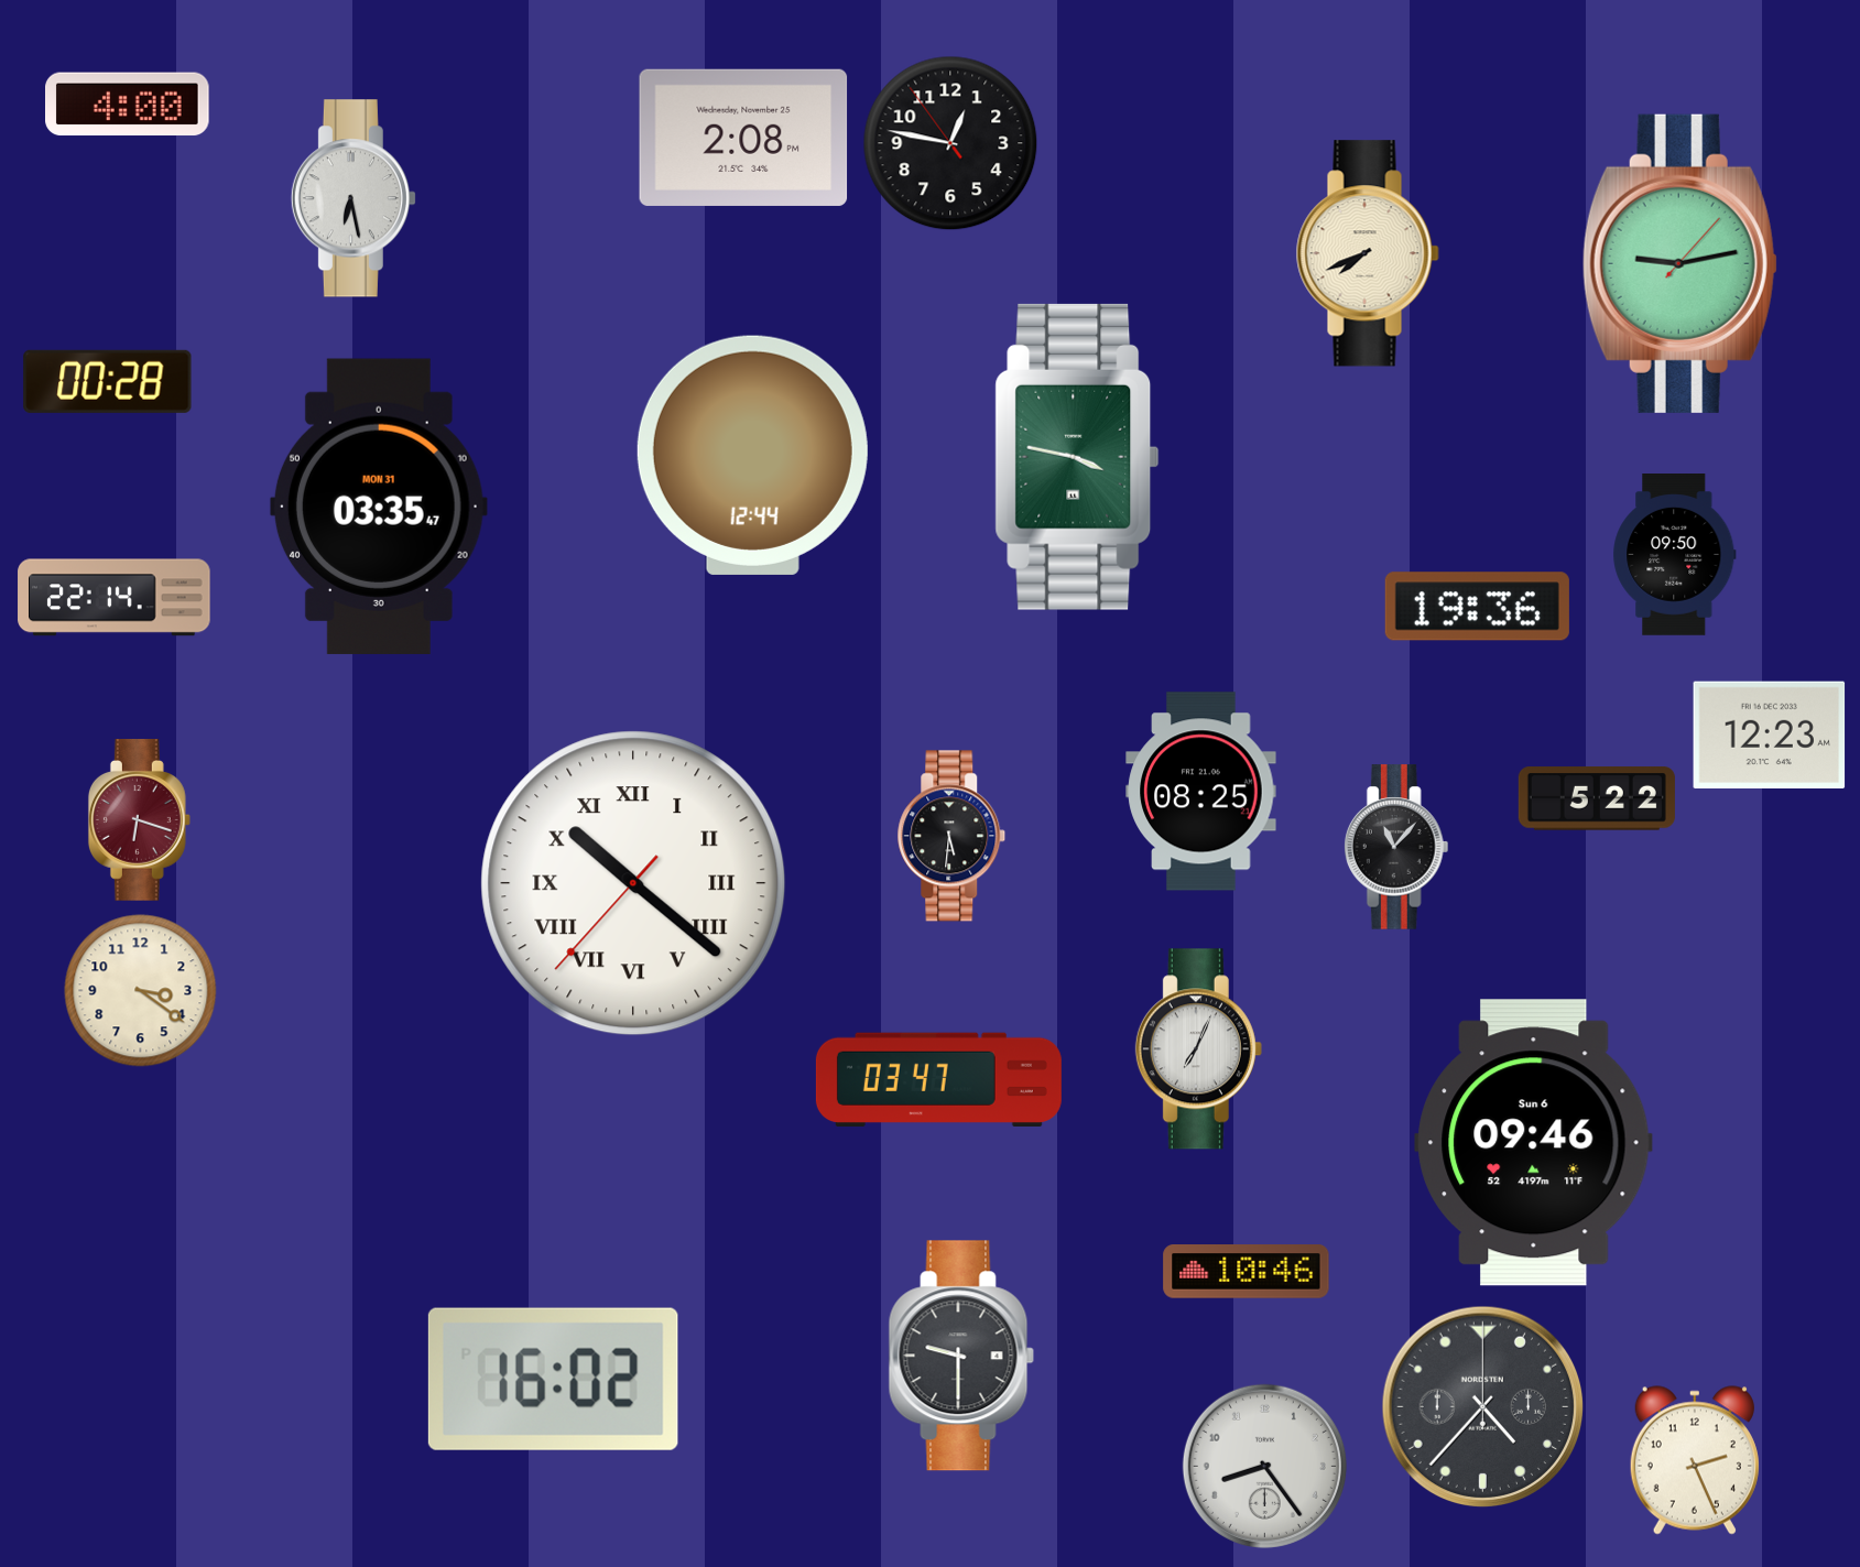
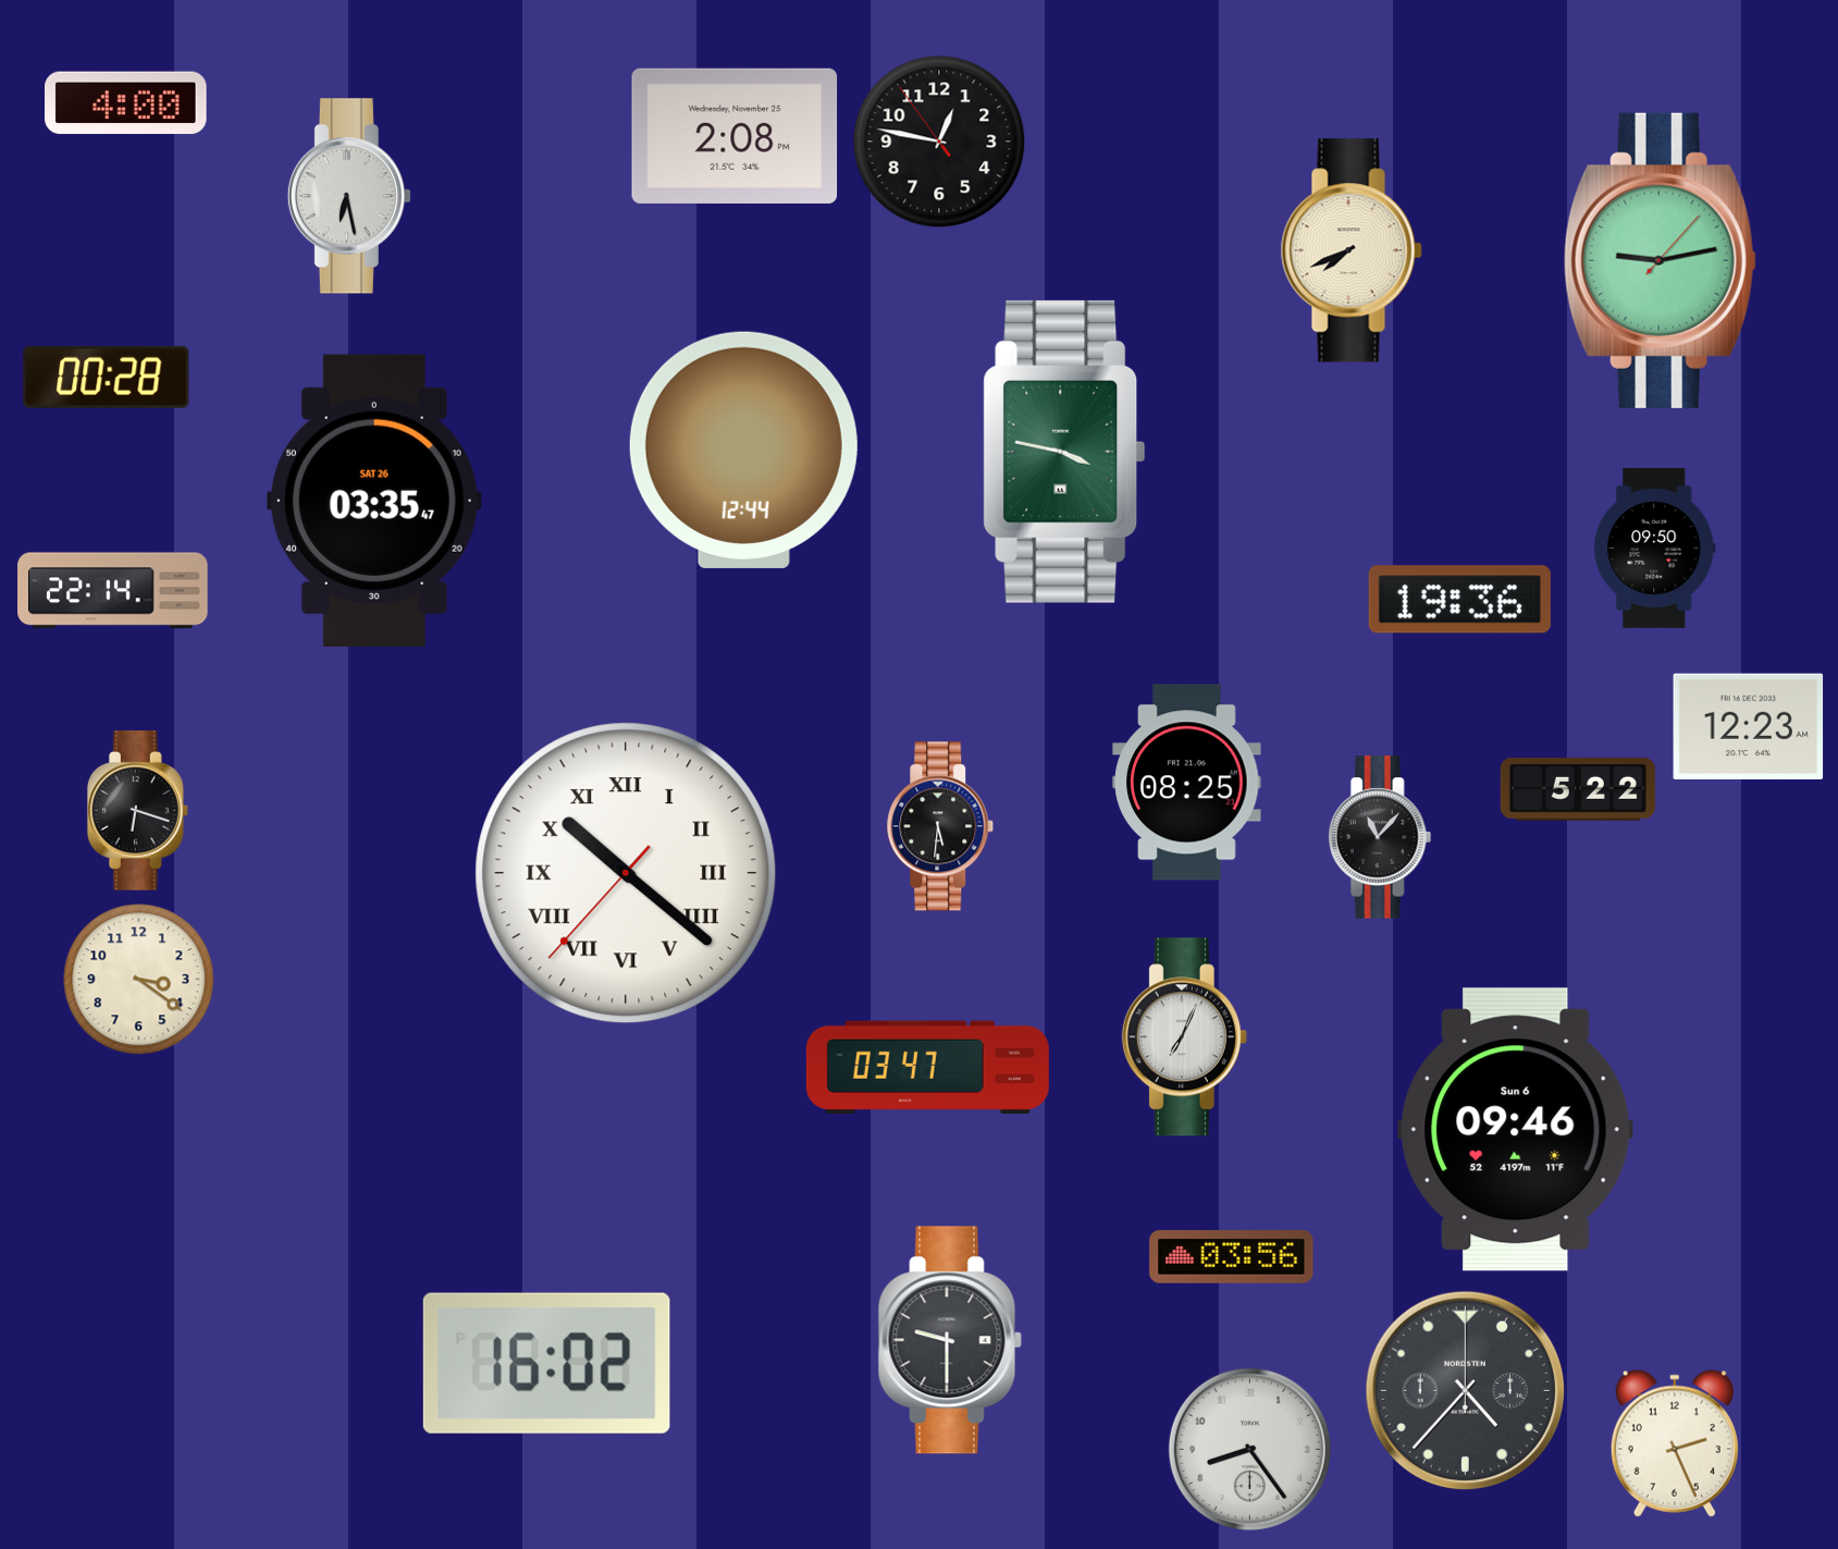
clock at (379, 507) date: MON 31 -> SAT 26
clock at (139, 820) dial: burgundy -> black
clock at (1247, 1272): 10:46 -> 03:56
